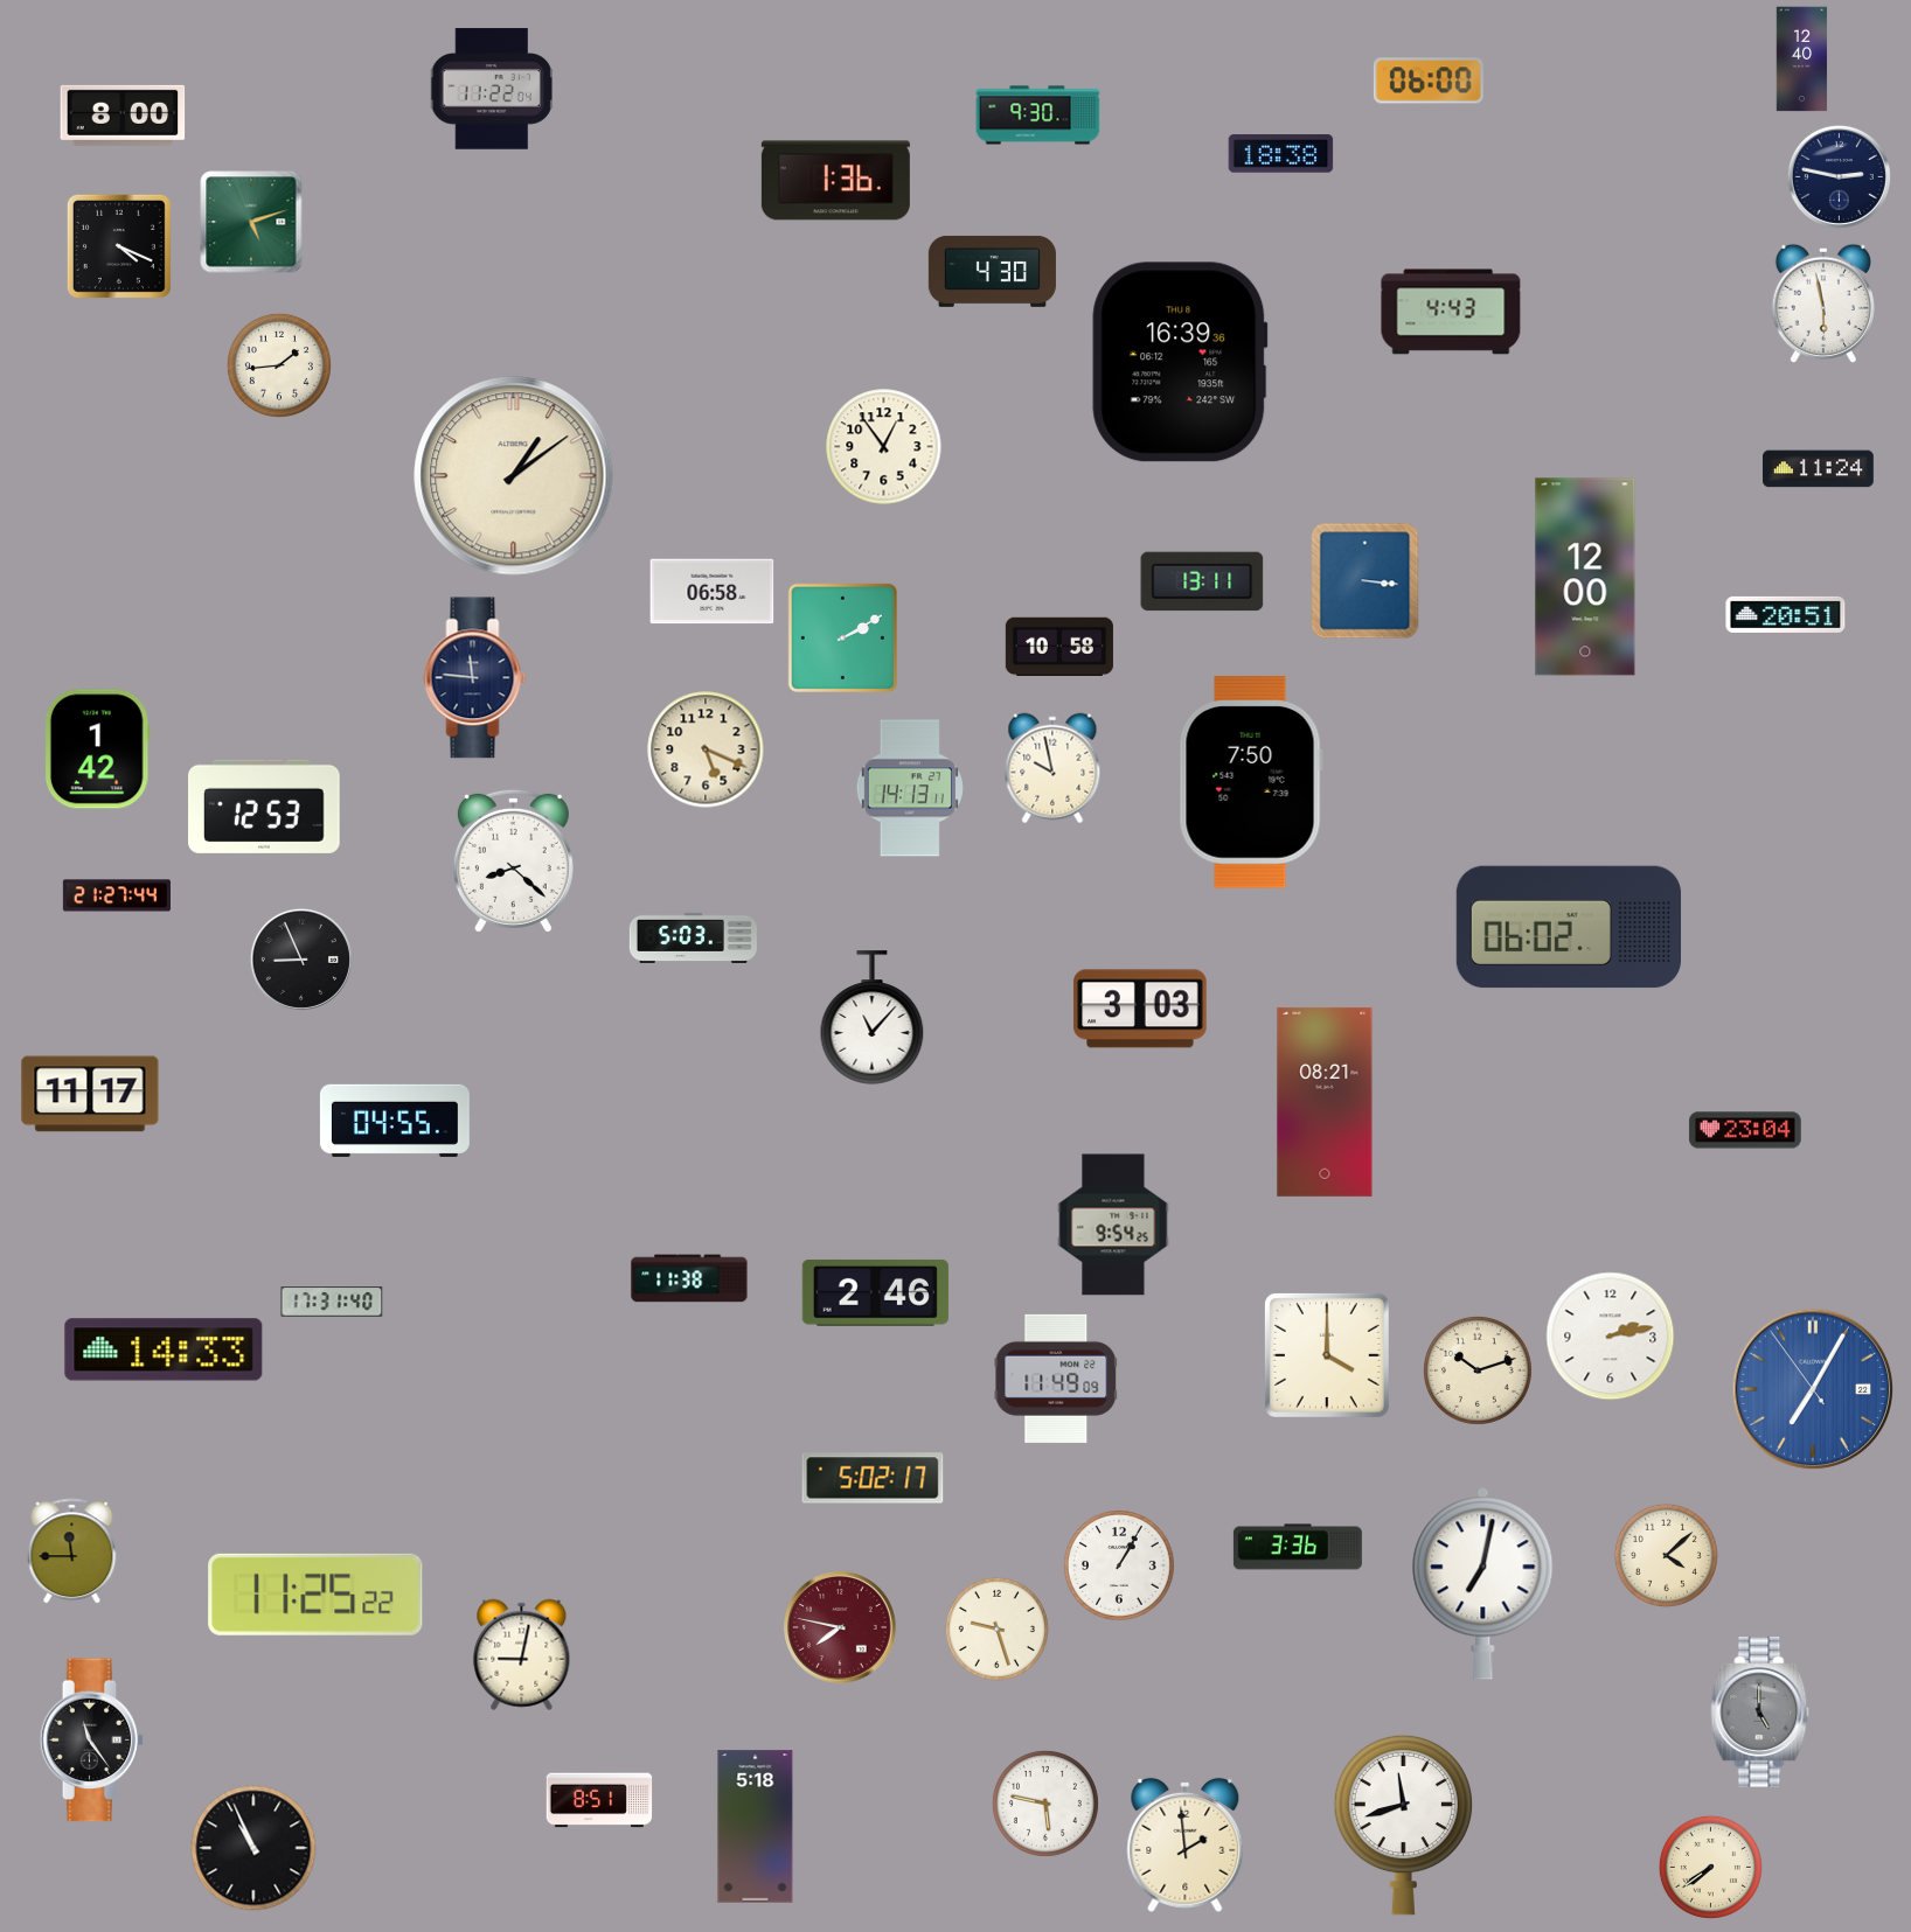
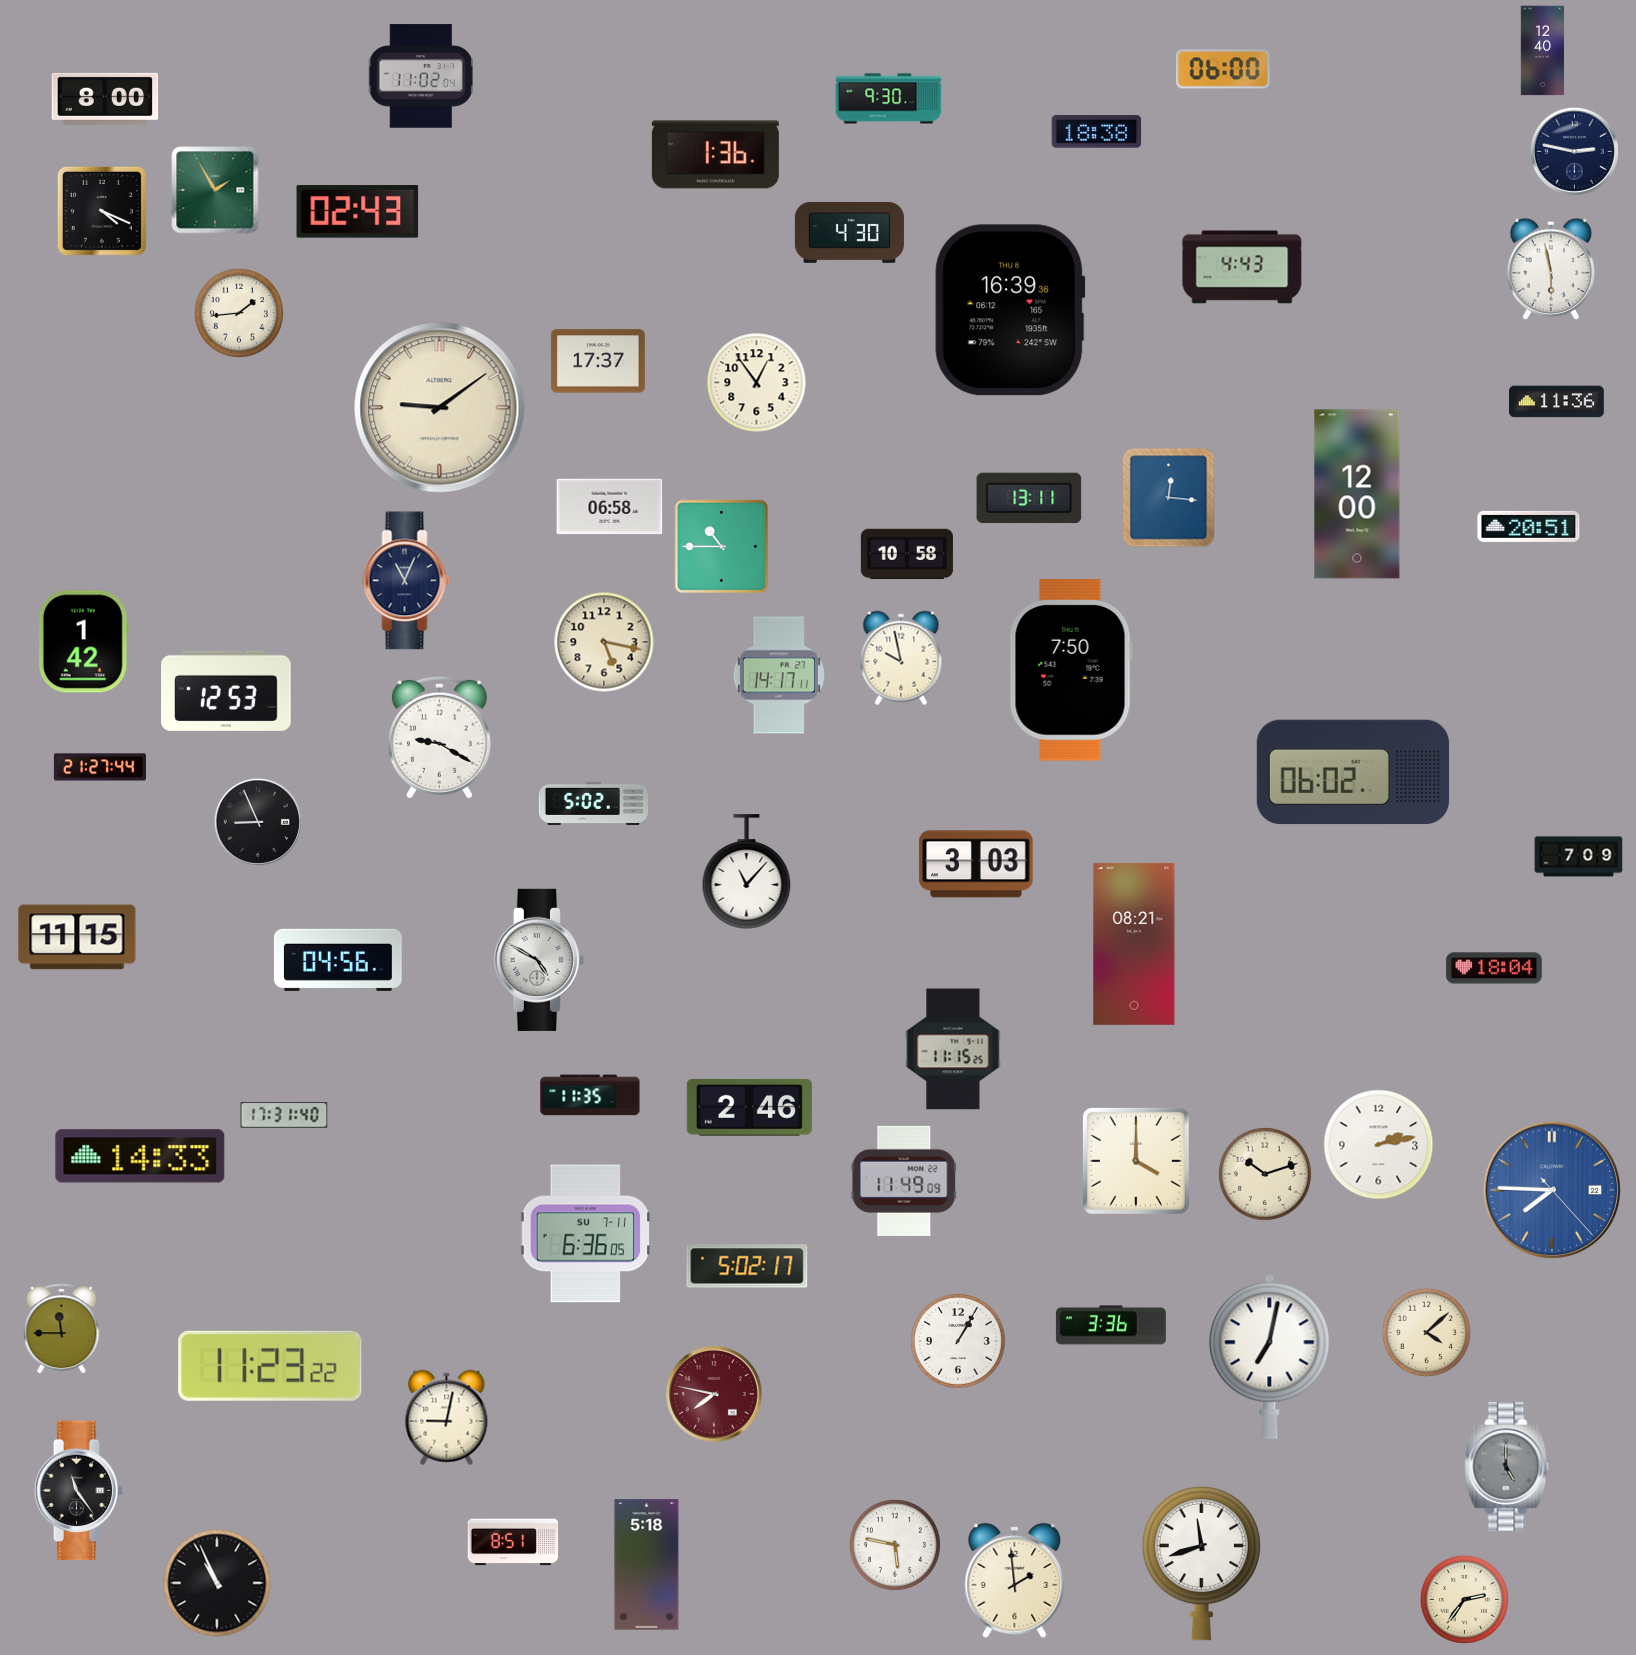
clock at (491, 89): 11:22 -> 11:02
clock at (251, 222): 5:12 -> 1:55
clock at (358, 212): none -> 02:43
clock at (1823, 302) position: (1823, 302) -> (1551, 268)
clock at (598, 361): none -> 17:37
clock at (1819, 469): 11:24 -> 11:36
clock at (514, 476): 1:09 -> 9:09
clock at (1366, 581): 3:16 -> 12:16
clock at (842, 637): 2:10 -> 10:45
clock at (475, 678): 11:46 -> 11:04
clock at (706, 749): 5:19 -> 5:17
clock at (910, 788): 14:13 -> 14:17
clock at (513, 860): 8:22 -> 9:20
clock at (1568, 927) position: (1568, 927) -> (1352, 772)
clock at (693, 937): 5:03 -> 5:02
clock at (1579, 857): none -> 7:09
clock at (90, 1094): 11:17 -> 11:15
clock at (395, 1121): 04:55 -> 04:56
clock at (539, 960): none -> 4:50
clock at (1745, 1130): 23:04 -> 18:04
clock at (1113, 1225): 9:54 -> 11:15
clock at (689, 1278): 11:38 -> 11:35
clock at (1813, 1389): 7:04 -> 7:45
clock at (586, 1234): none -> 6:36
clock at (315, 1595): 11:25 -> 11:23
clock at (841, 1628) position: (841, 1628) -> (715, 1395)
clock at (996, 1628): 9:27 -> none
clock at (1710, 1867): 7:39 -> 2:36
